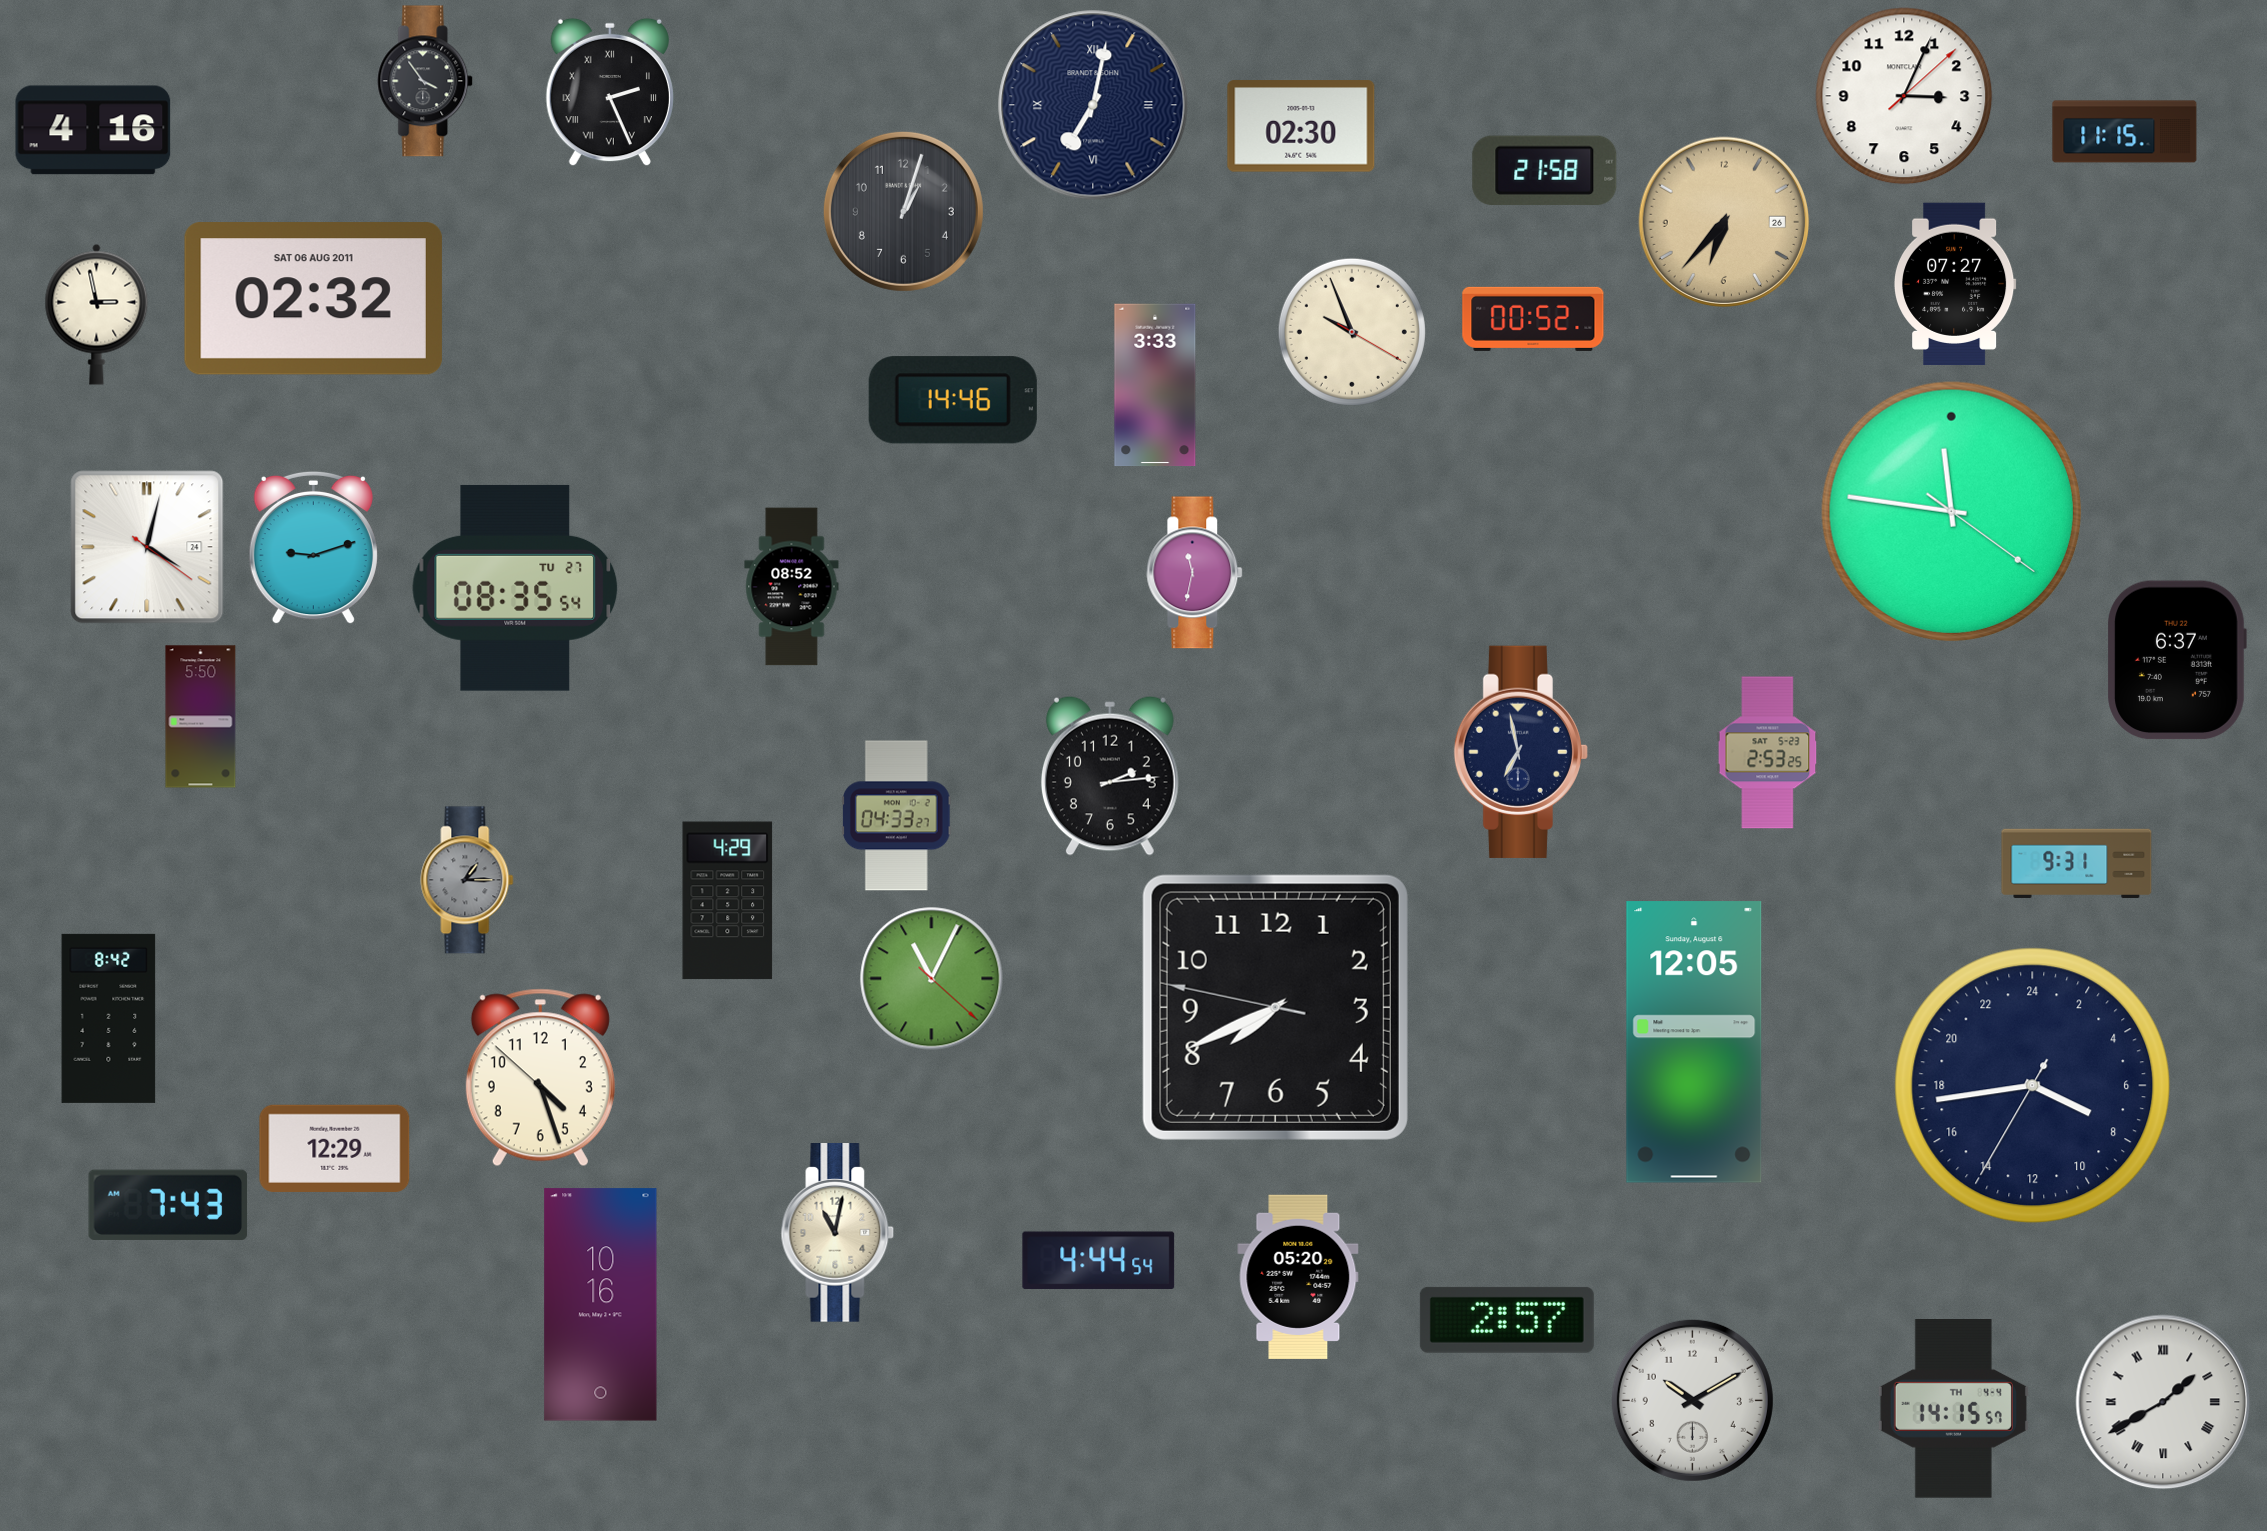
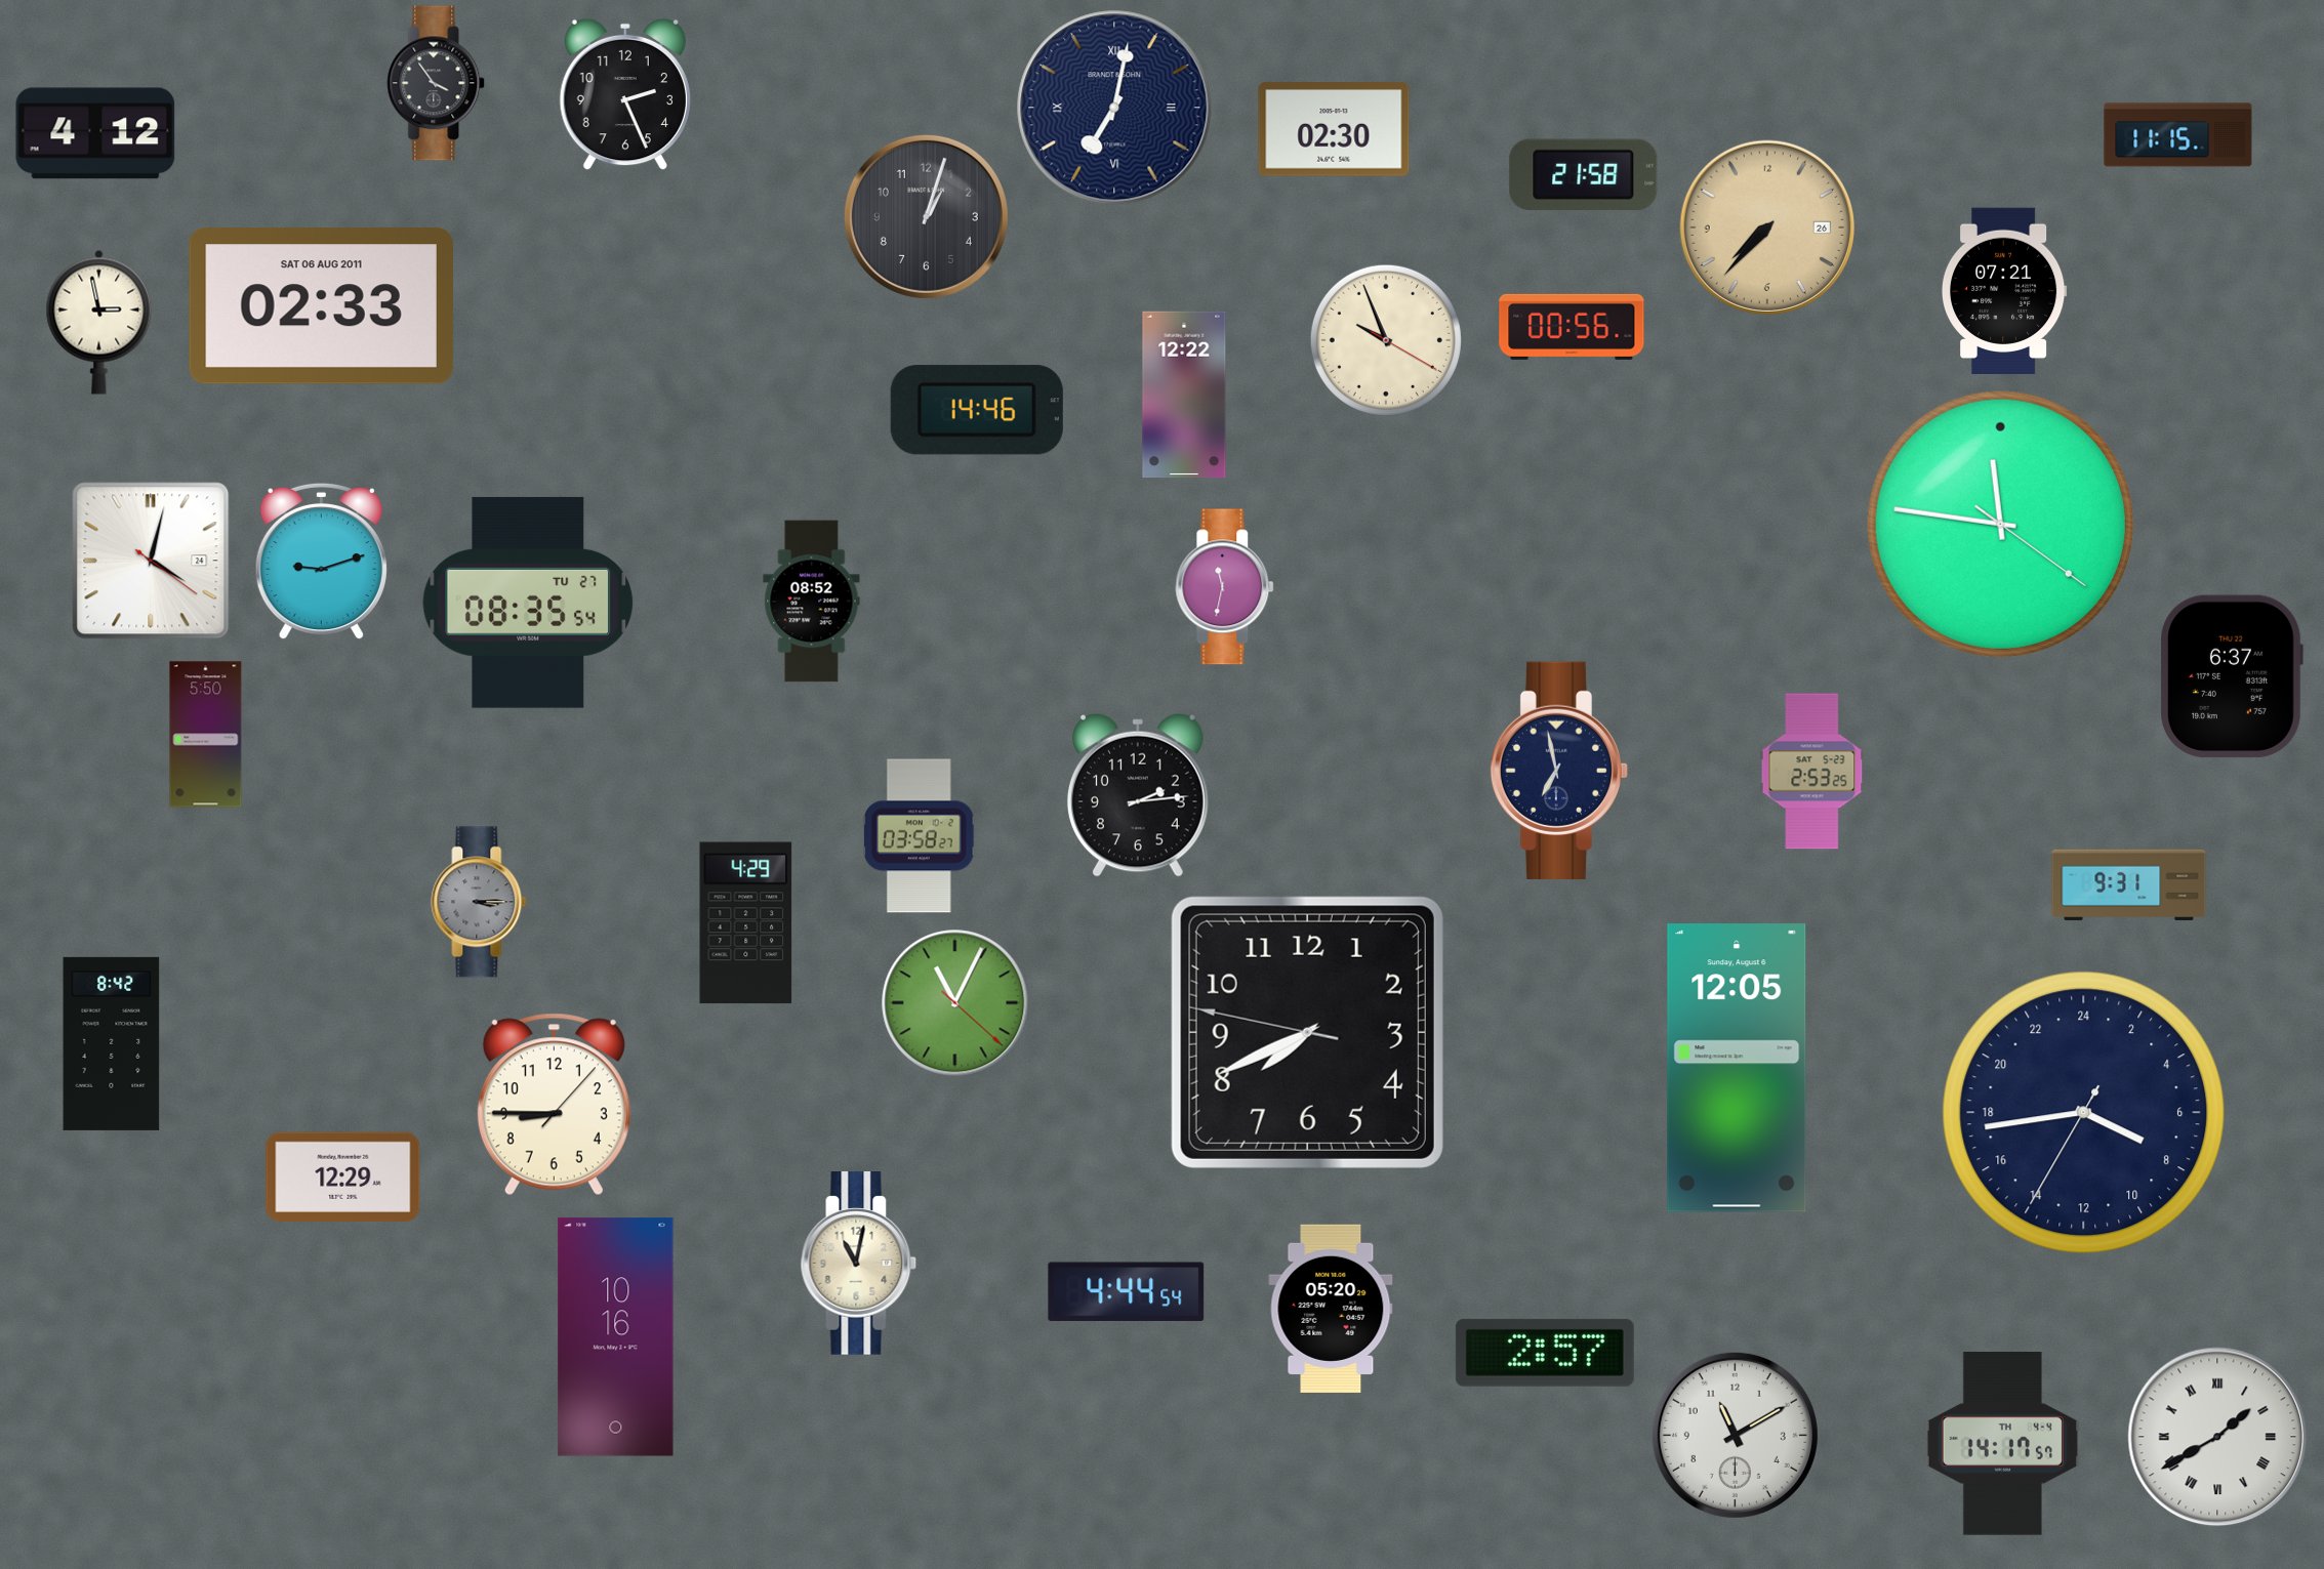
clock at (610, 92) numerals: Roman -> Arabic
clock at (1904, 96): 3:04 -> none
clock at (1093, 105) position: (1093, 105) -> (1114, 108)
clock at (93, 130): 4:16 -> 4:12
clock at (1724, 222): 6:37 -> 7:37
clock at (1955, 283): 07:27 -> 07:21
clock at (313, 299): 02:32 -> 02:33
clock at (1533, 319): 00:52 -> 00:56
clock at (1155, 385): 3:33 -> 12:22
clock at (896, 816): 04:33 -> 03:58
clock at (467, 880): 1:15 -> 3:15
clock at (540, 1078): 4:26 -> 8:45
clock at (168, 1205): 7:43 -> none
clock at (1692, 1400): 10:10 -> 11:10
clock at (1953, 1409): 14:15 -> 14:17
